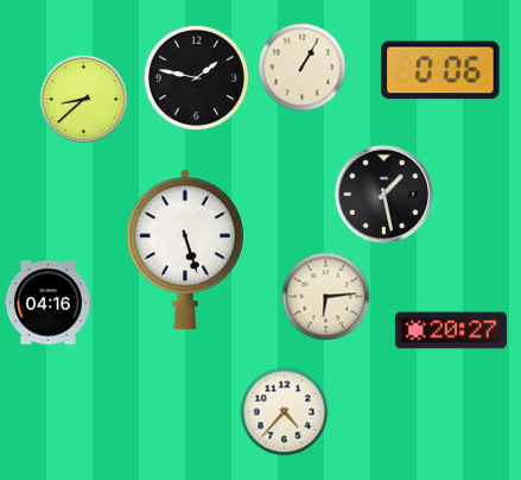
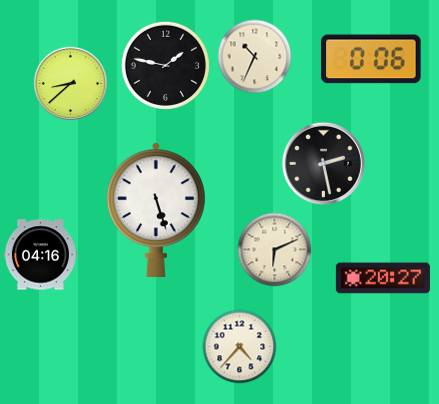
clock at (303, 68): 1:05 -> 10:34
clock at (383, 194): 1:28 -> 2:28
clock at (326, 297): 6:14 -> 6:11
clock at (451, 330) position: (451, 330) -> (383, 278)
